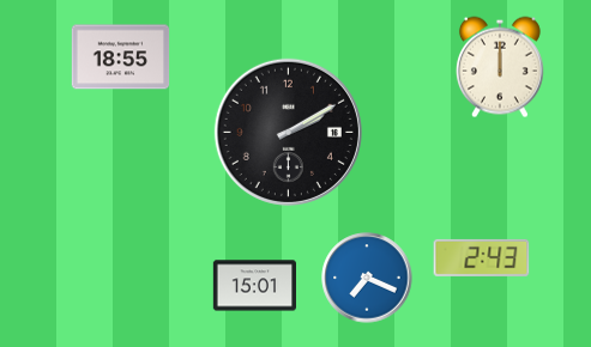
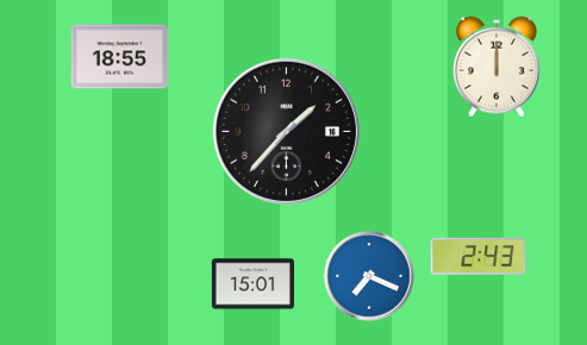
clock at (288, 132): 2:10 -> 1:37
clock at (367, 278) position: (367, 278) -> (369, 276)
